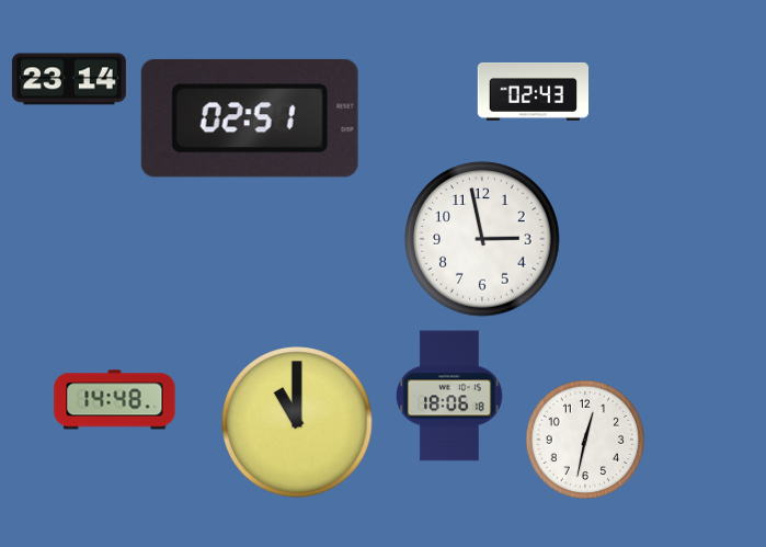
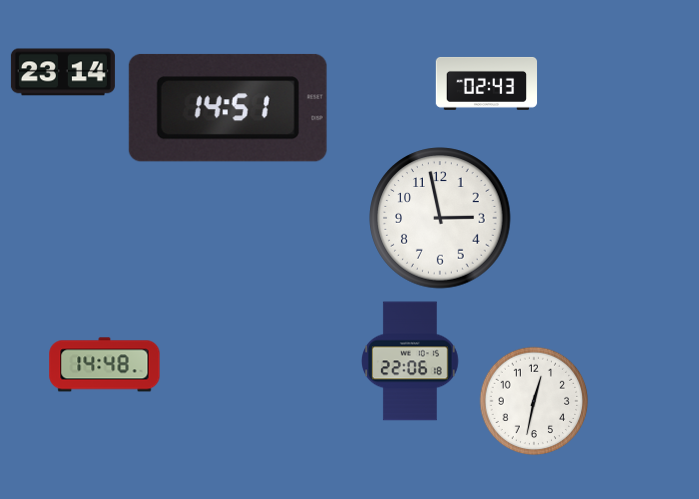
clock at (250, 118): 02:51 -> 14:51
clock at (450, 396): 18:06 -> 22:06
clock at (297, 422): 11:00 -> none
